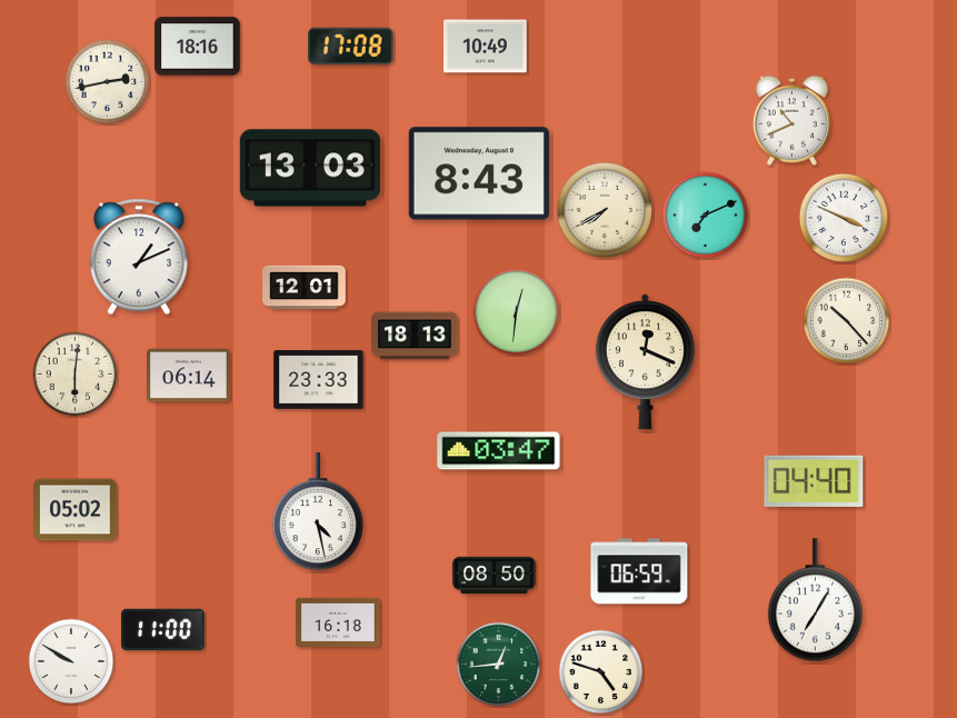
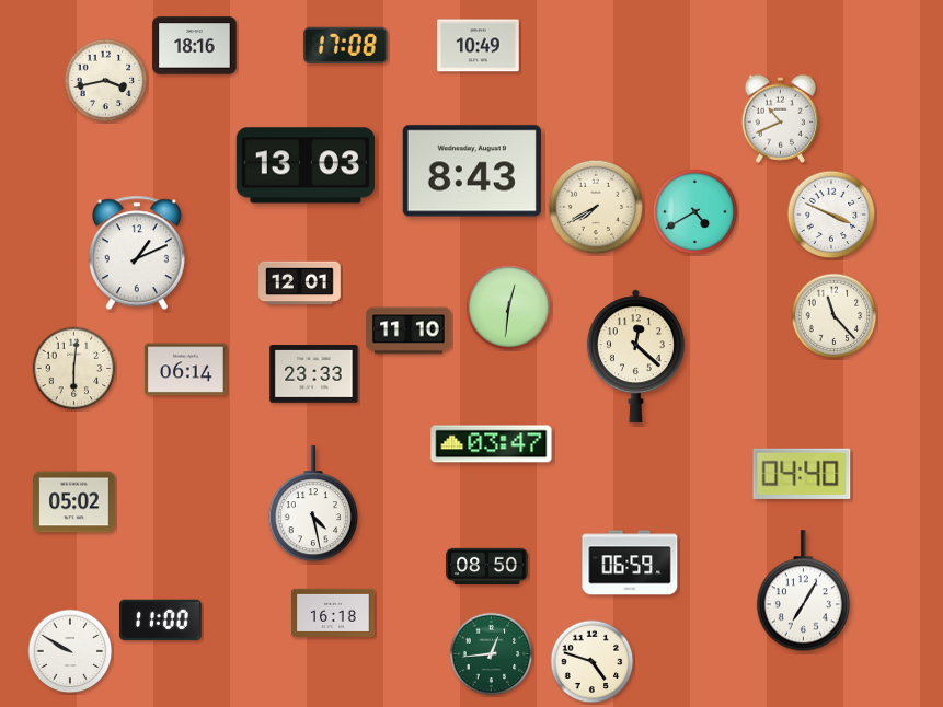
clock at (108, 82): 2:43 -> 3:43
clock at (706, 216): 7:11 -> 4:40
clock at (847, 321): 10:23 -> 11:23
clock at (415, 336): 18:13 -> 11:10
clock at (645, 362): 12:19 -> 12:22
